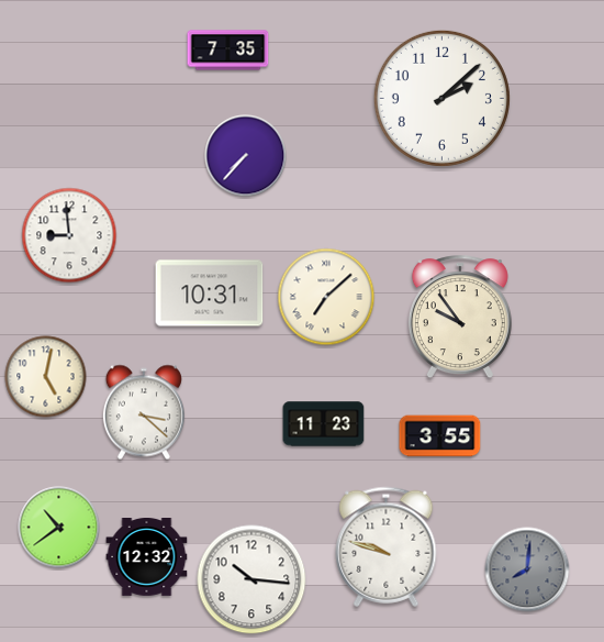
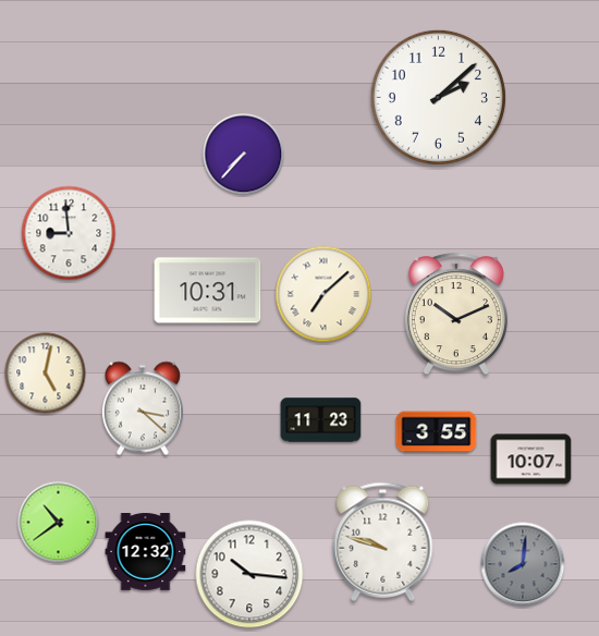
clock at (228, 51): 7:35 -> none
clock at (460, 318): 9:54 -> 10:11
clock at (531, 460): none -> 10:07
